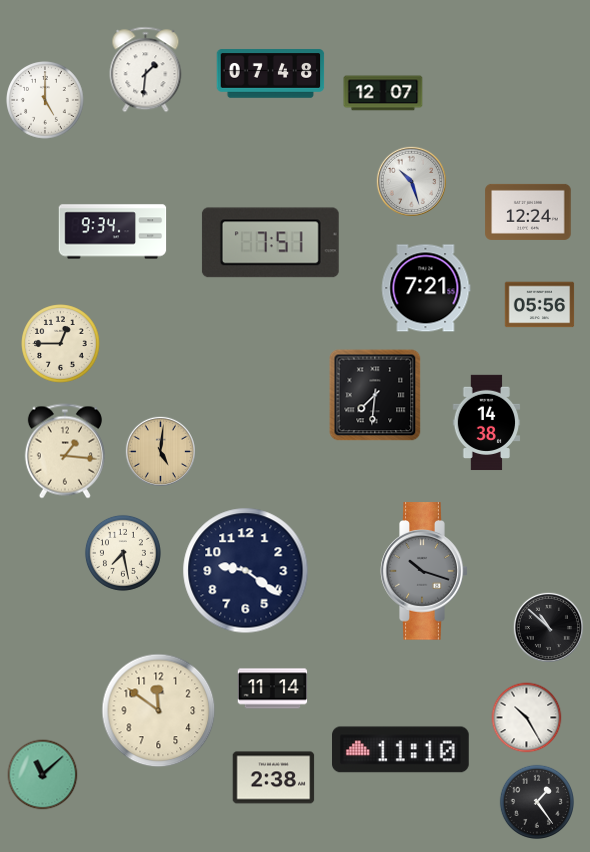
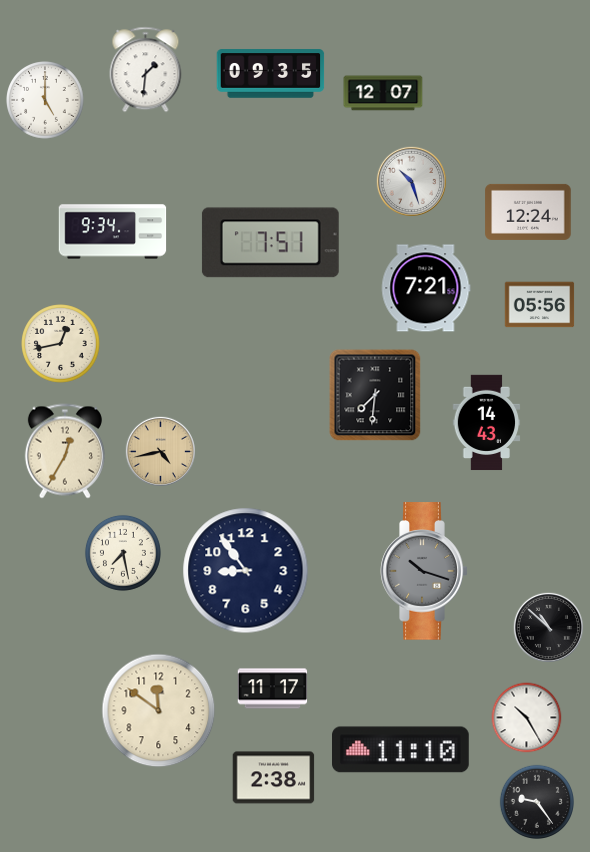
clock at (271, 74): 07:48 -> 09:35
clock at (61, 344): 12:45 -> 12:43
clock at (487, 423): 14:38 -> 14:43
clock at (65, 451): 1:16 -> 12:35
clock at (160, 451): 5:01 -> 4:43
clock at (246, 571): 9:21 -> 8:54
clock at (273, 689): 11:14 -> 11:17
clock at (43, 775): 11:08 -> none
clock at (536, 801): 1:24 -> 9:24
